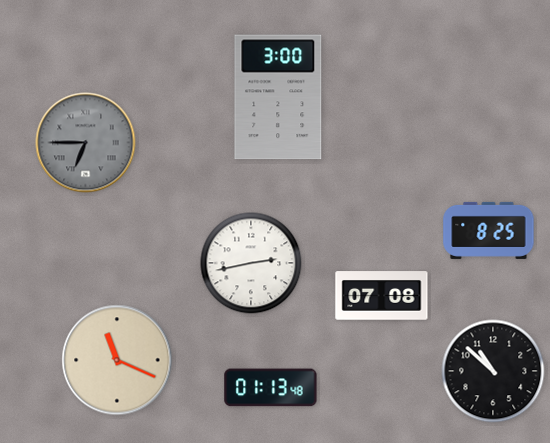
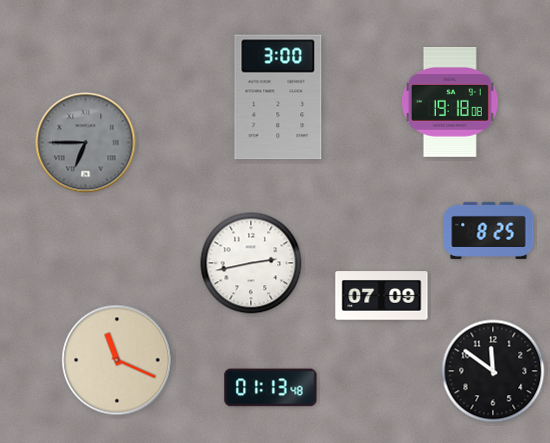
clock at (450, 102): none -> 19:18
clock at (382, 296): 07:08 -> 07:09
clock at (493, 371): 10:52 -> 11:51
